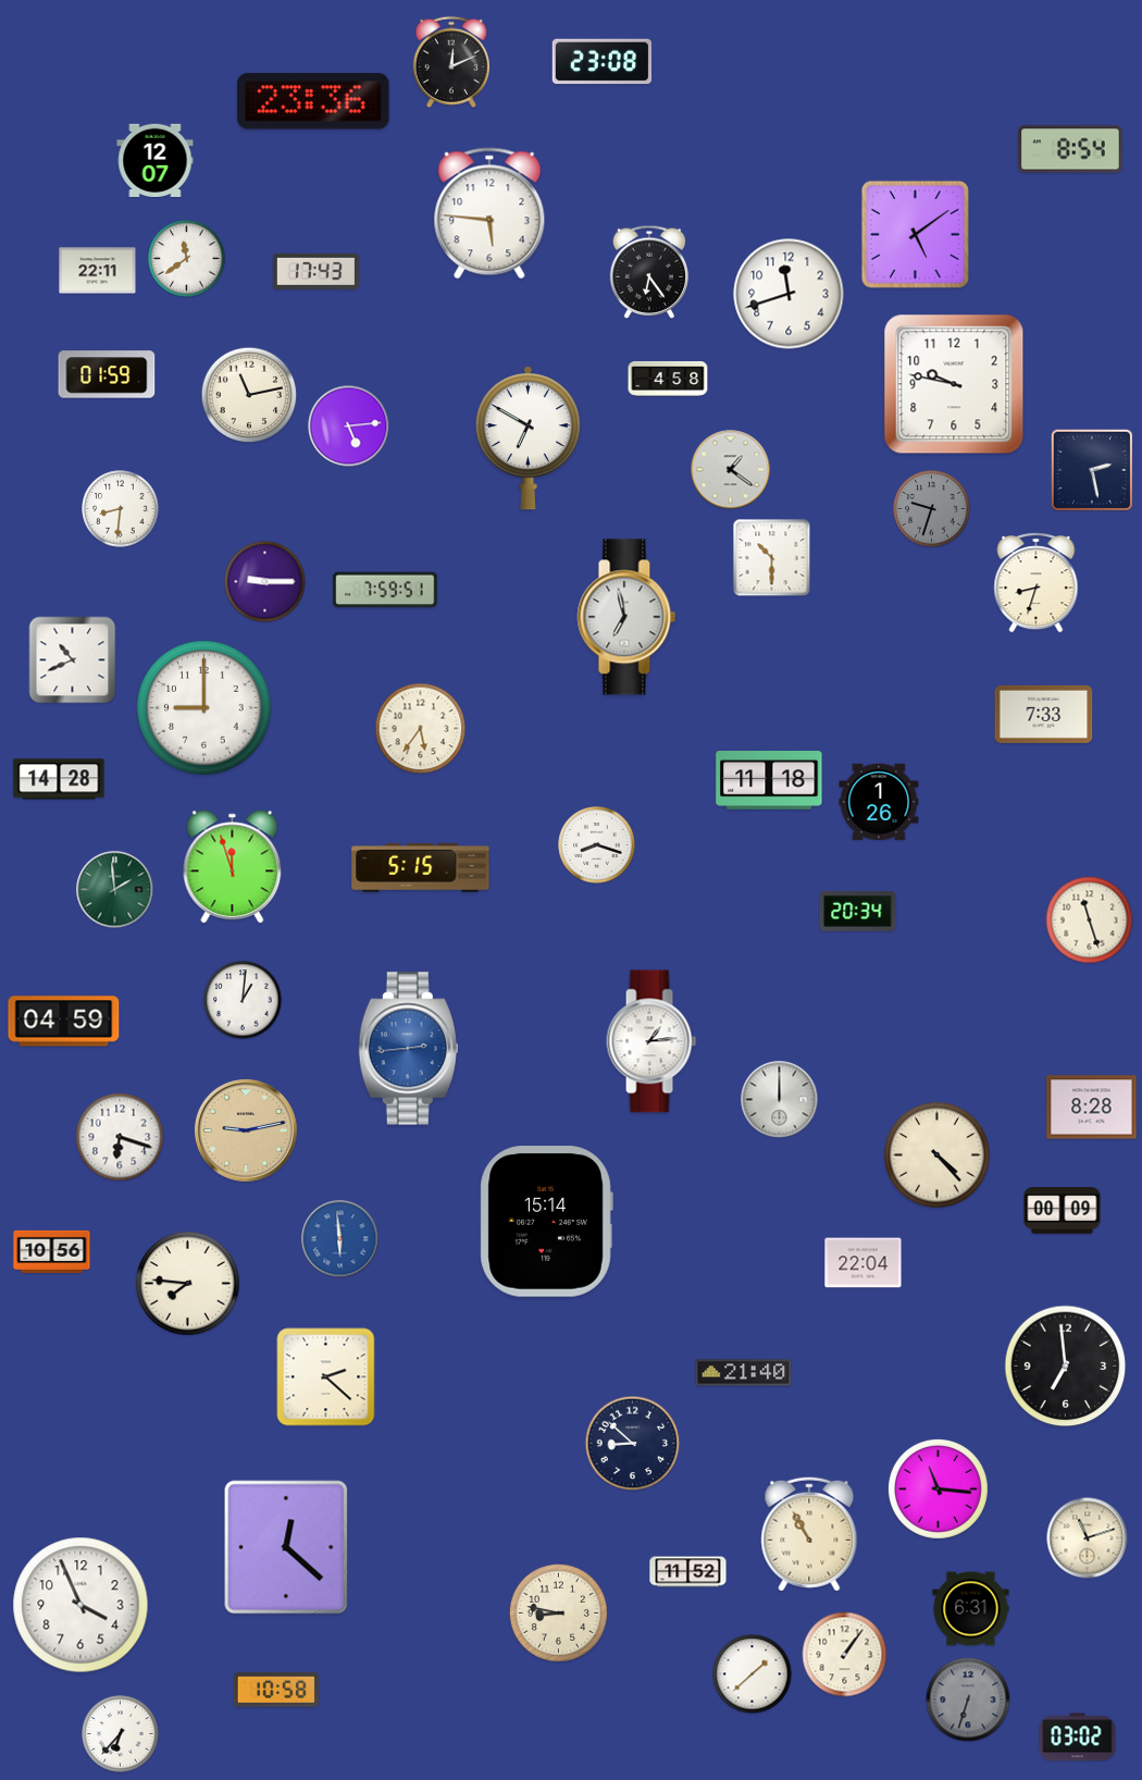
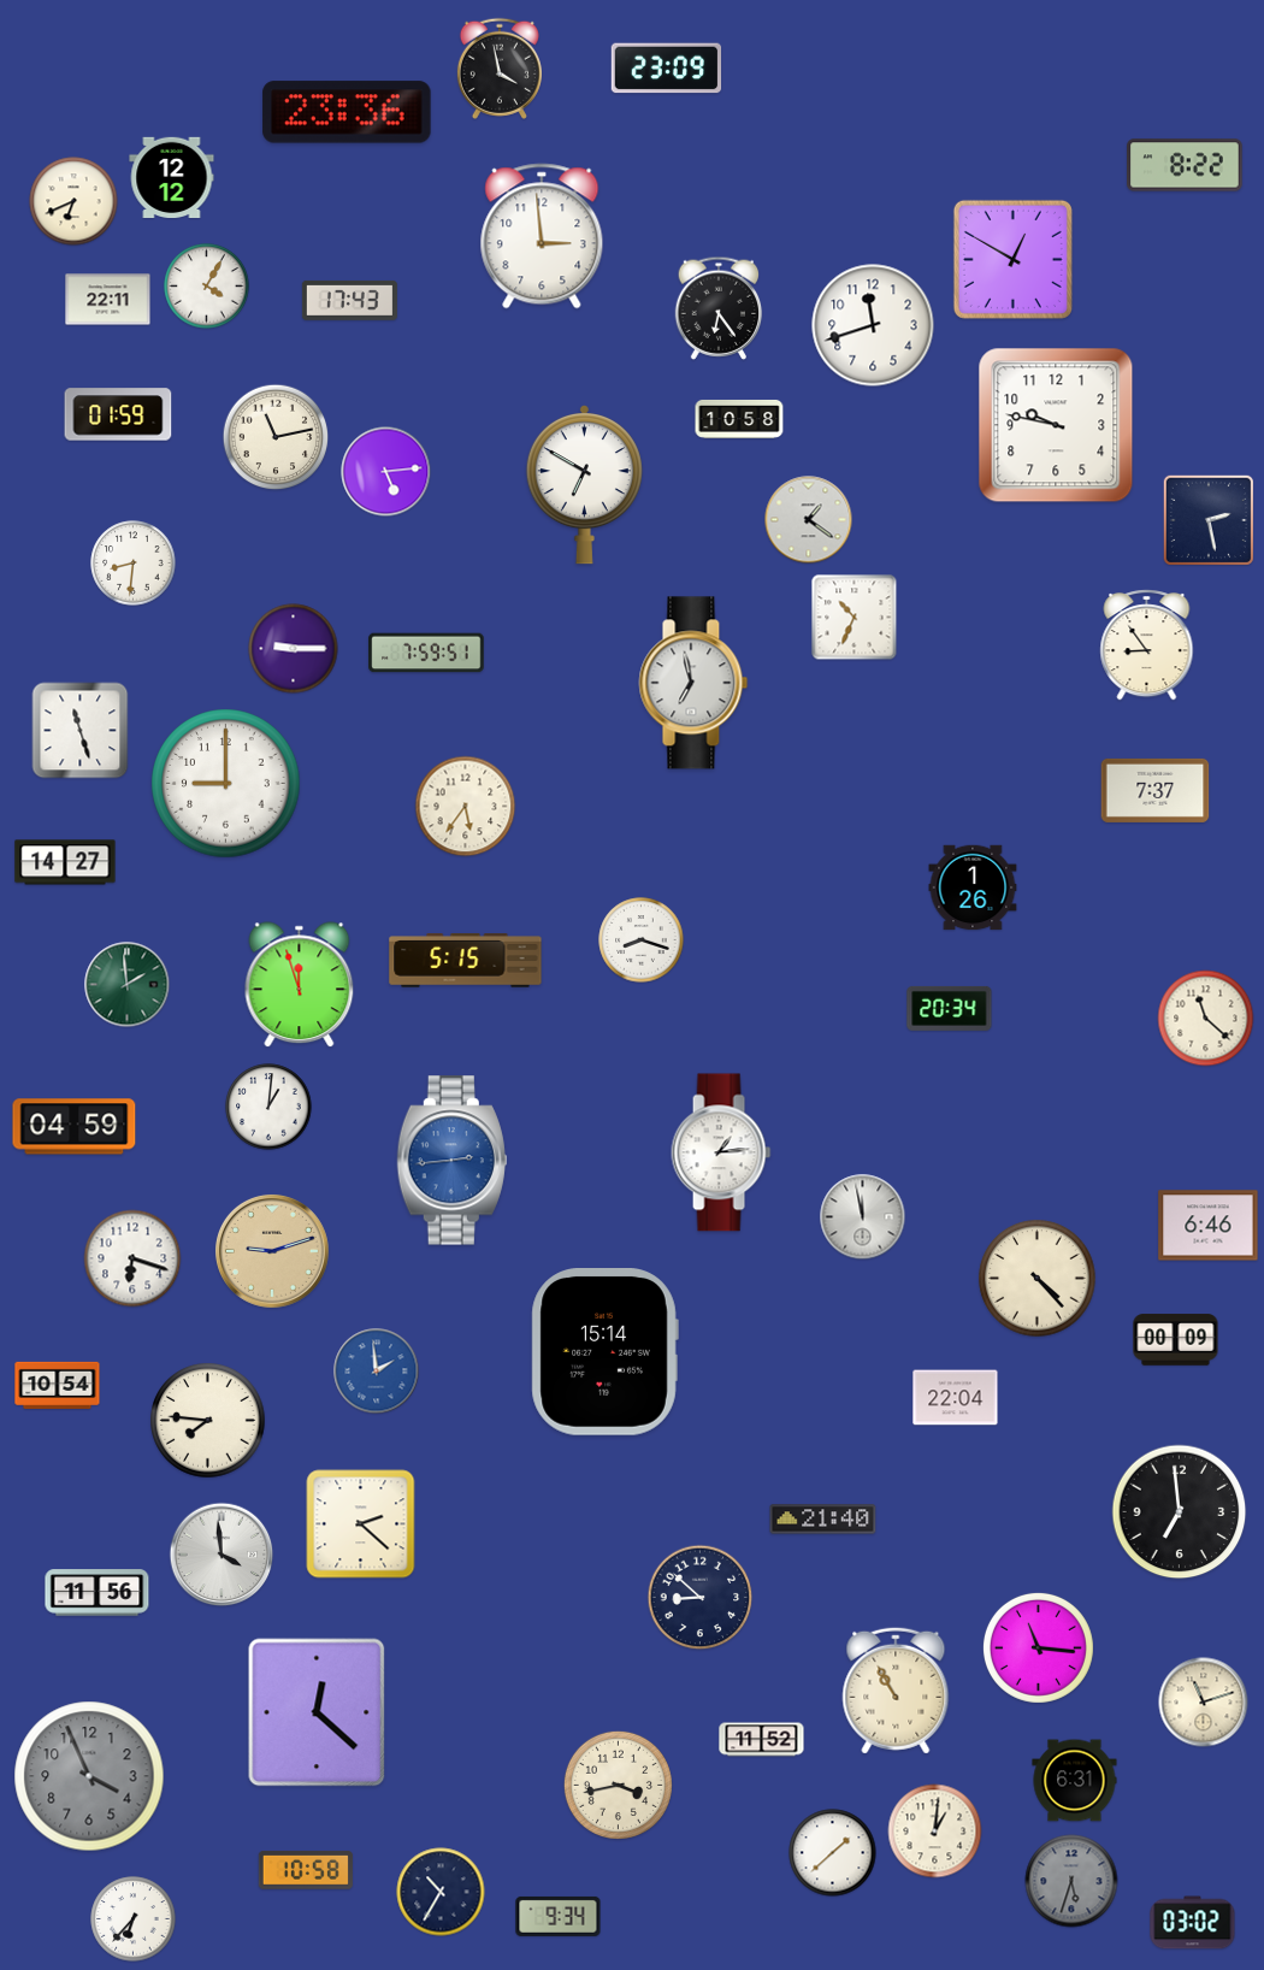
clock at (451, 62): 12:11 -> 3:58
clock at (603, 62): 23:08 -> 23:09
clock at (1070, 149): 8:54 -> 8:22
clock at (156, 160): 12:07 -> 12:12
clock at (73, 201): none -> 6:41
clock at (489, 213): 5:46 -> 2:59
clock at (915, 234): 5:09 -> 12:50
clock at (187, 259): 11:39 -> 4:05
clock at (649, 272) position: (649, 272) -> (719, 308)
clock at (668, 379): 4:58 -> 10:58
clock at (932, 509): 9:33 -> none
clock at (772, 558): 10:30 -> 10:34
clock at (265, 582) position: (265, 582) -> (294, 649)
clock at (1037, 583): 8:33 -> 8:54
clock at (73, 660): 10:41 -> 11:27
clock at (1044, 714): 7:33 -> 7:37
clock at (59, 779): 14:28 -> 14:27
clock at (769, 781): 11:18 -> none
clock at (597, 845) position: (597, 845) -> (642, 940)
clock at (233, 867) position: (233, 867) -> (300, 985)
clock at (1090, 920): 11:27 -> 11:22
clock at (64, 1022) position: (64, 1022) -> (75, 1127)
clock at (780, 1100): 12:00 -> 11:58
clock at (1092, 1108): 8:28 -> 6:46
clock at (246, 1130): 9:13 -> 9:12
clock at (340, 1239): 5:59 -> 1:59
clock at (52, 1251): 10:56 -> 10:54
clock at (222, 1555): none -> 3:59
clock at (98, 1593): none -> 11:56
clock at (809, 1534) position: (809, 1534) -> (896, 1691)
clock at (80, 1605) dial: white -> grey
clock at (558, 1612): 8:47 -> 3:43
clock at (845, 1655): 1:06 -> 1:01
clock at (968, 1699): 6:33 -> 5:33
clock at (441, 1892): none -> 10:35
clock at (559, 1916): none -> 9:34
